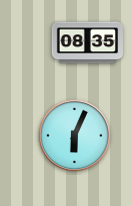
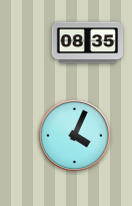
clock at (75, 136): 6:04 -> 4:04
